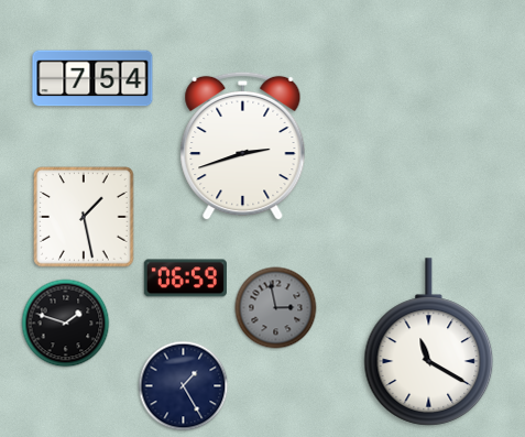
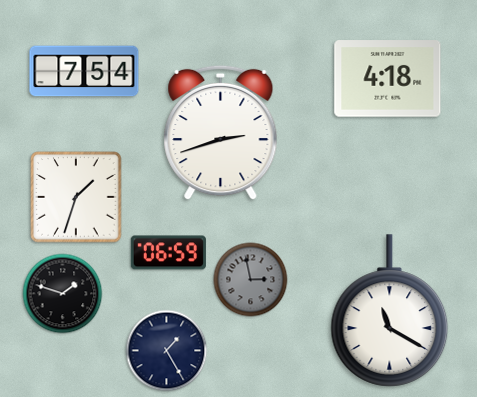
clock at (388, 79): none -> 4:18
clock at (84, 217): 1:28 -> 1:33
clock at (66, 324) position: (66, 324) -> (63, 294)
